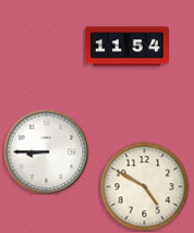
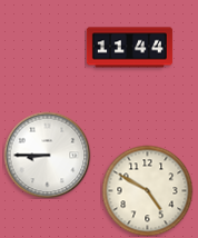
clock at (126, 47): 11:54 -> 11:44
